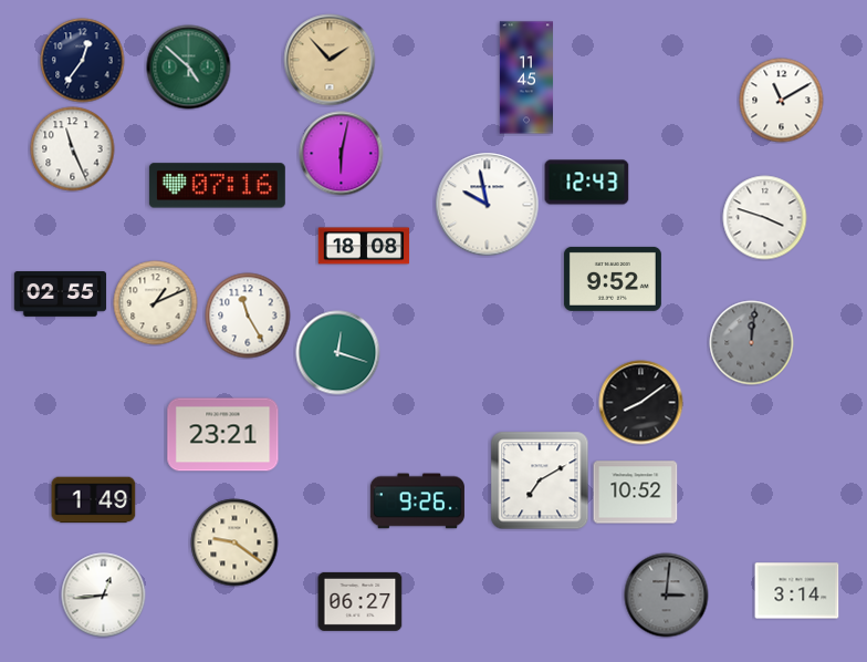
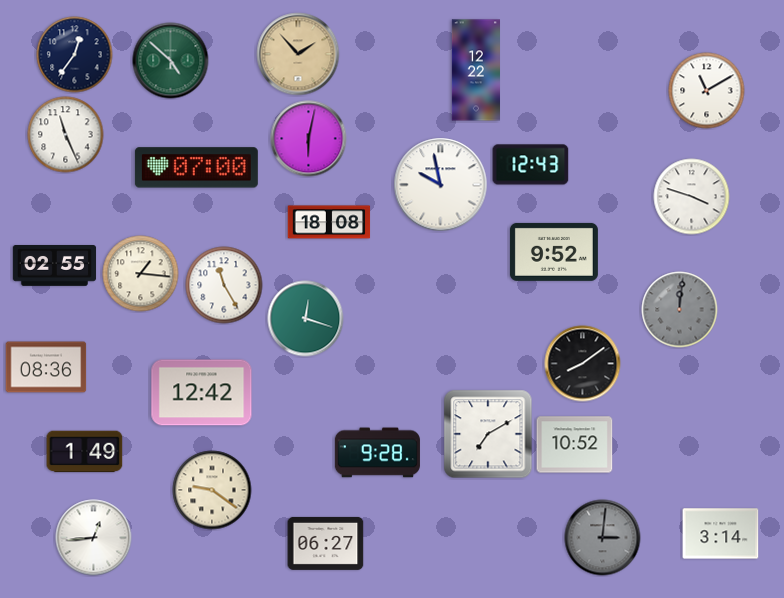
clock at (525, 77): 11:45 -> 12:22
clock at (217, 186): 07:16 -> 07:00
clock at (156, 303): 1:11 -> 1:16
clock at (641, 403) position: (641, 403) -> (583, 364)
clock at (46, 367): none -> 08:36
clock at (223, 435): 23:21 -> 12:42
clock at (417, 501): 9:26 -> 9:28
